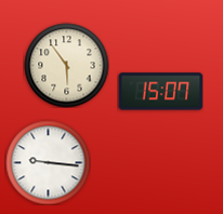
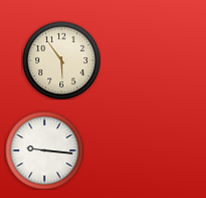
clock at (160, 92): 15:07 -> none
